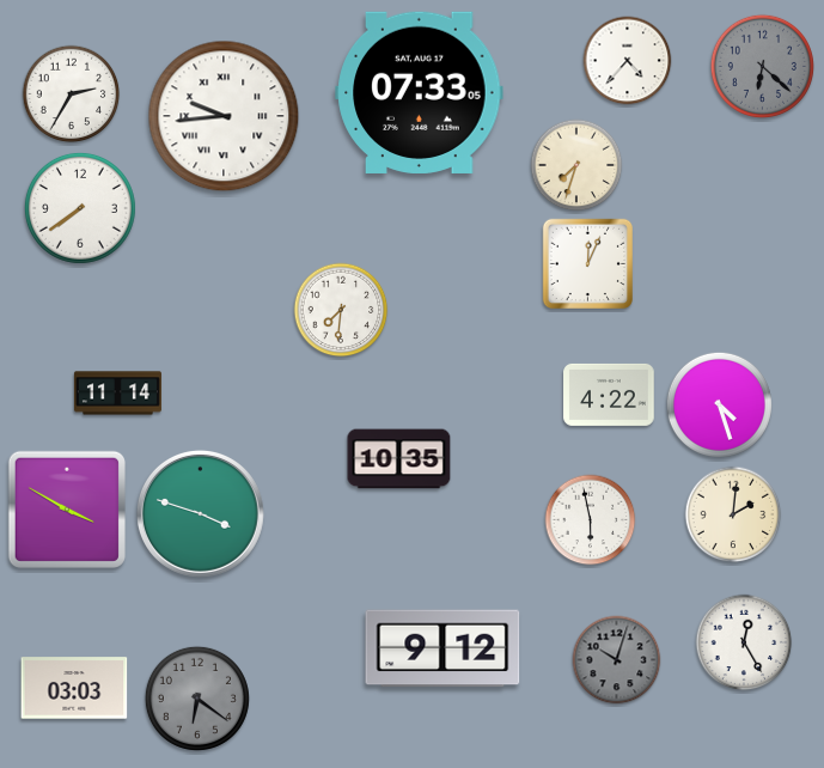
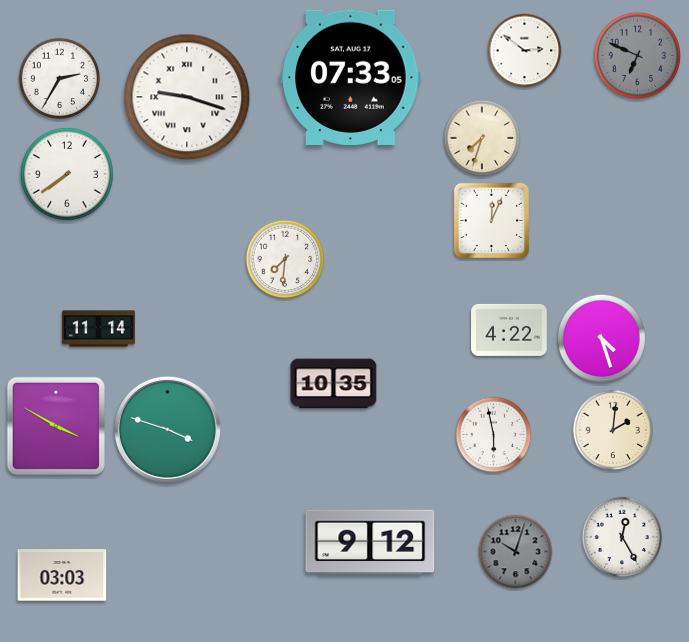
clock at (628, 61): 4:37 -> 2:51
clock at (762, 66): 6:22 -> 6:49
clock at (224, 116): 9:44 -> 9:18
clock at (197, 699): 6:21 -> none
